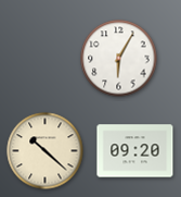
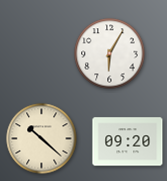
clock at (135, 151) position: (135, 151) -> (128, 142)
